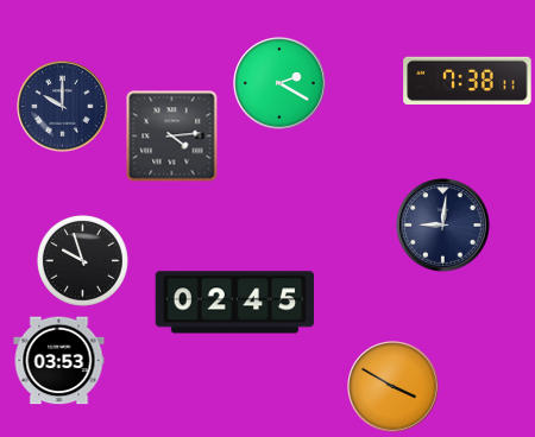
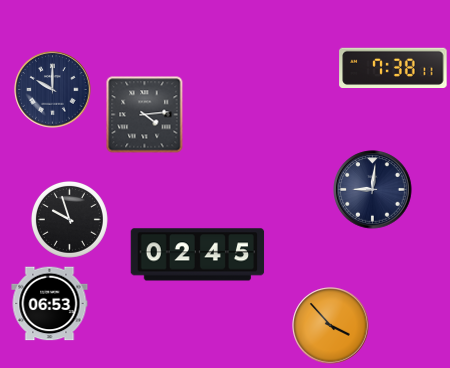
clock at (279, 83): 2:20 -> none
clock at (59, 361): 03:53 -> 06:53
clock at (394, 387): 3:50 -> 3:53
